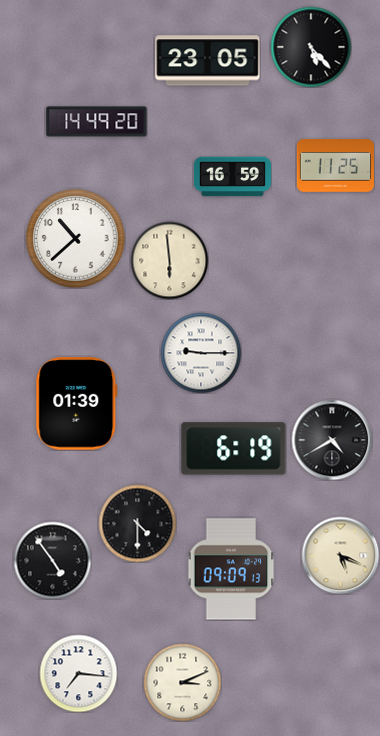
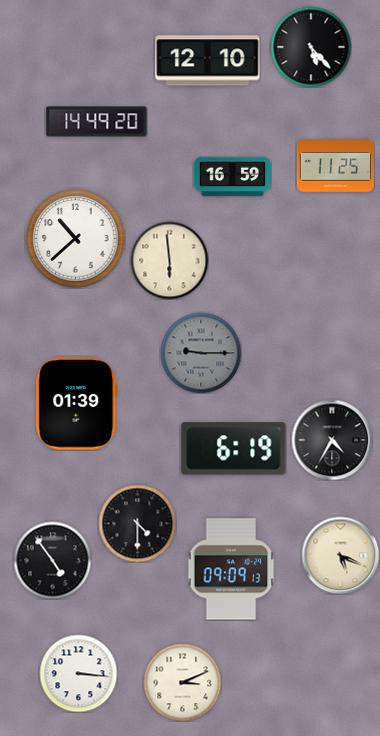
clock at (208, 61): 23:05 -> 12:10
clock at (201, 353) dial: white -> grey
clock at (332, 440): 4:40 -> 4:35
clock at (78, 673): 7:16 -> 3:16
